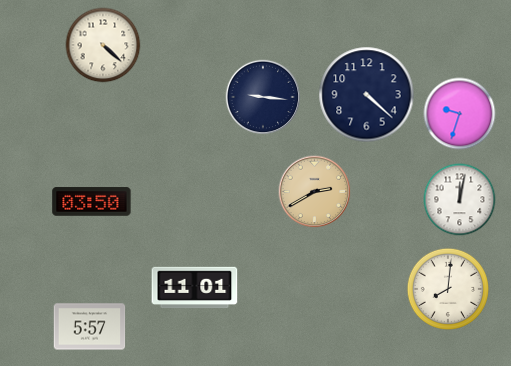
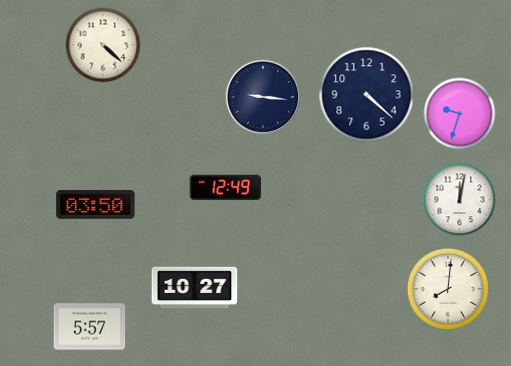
clock at (226, 188): none -> 12:49
clock at (315, 192): 2:40 -> none
clock at (92, 202) position: (92, 202) -> (96, 205)
clock at (195, 288): 11:01 -> 10:27
